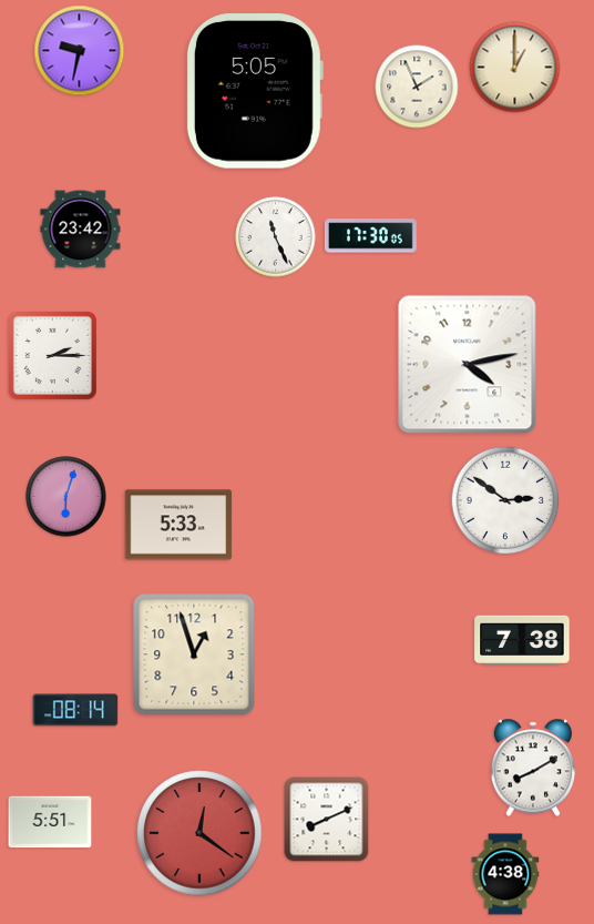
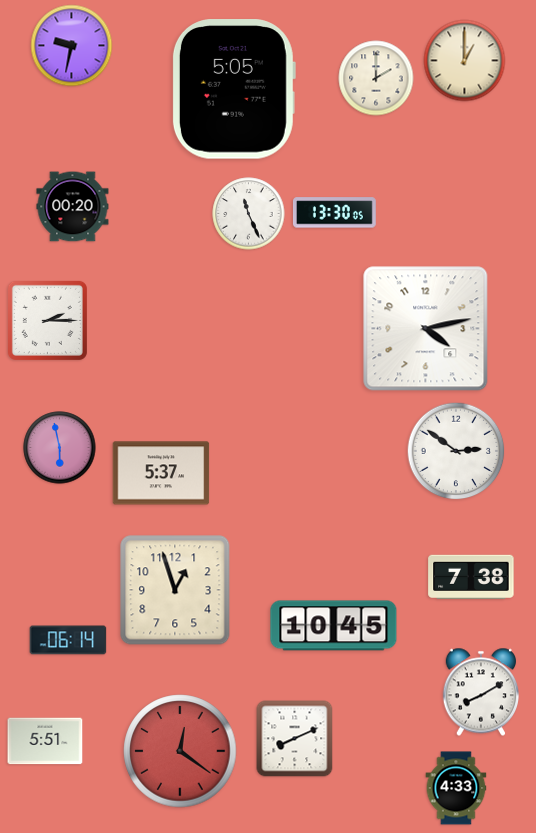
clock at (417, 87): 1:56 -> 2:00
clock at (254, 91) position: (254, 91) -> (233, 89)
clock at (81, 230): 23:42 -> 00:20
clock at (370, 236): 17:30 -> 13:30
clock at (468, 365) position: (468, 365) -> (426, 329)
clock at (66, 497): 6:03 -> 5:58
clock at (178, 525): 5:33 -> 5:37
clock at (334, 626): none -> 10:45
clock at (75, 710): 08:14 -> 06:14
clock at (505, 874): 4:38 -> 4:33
